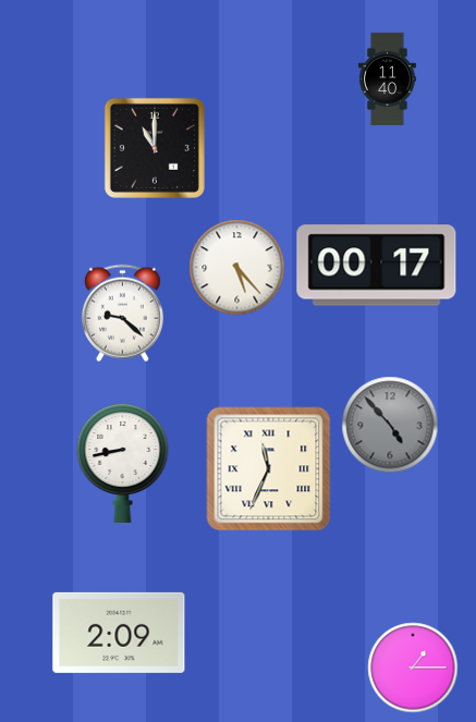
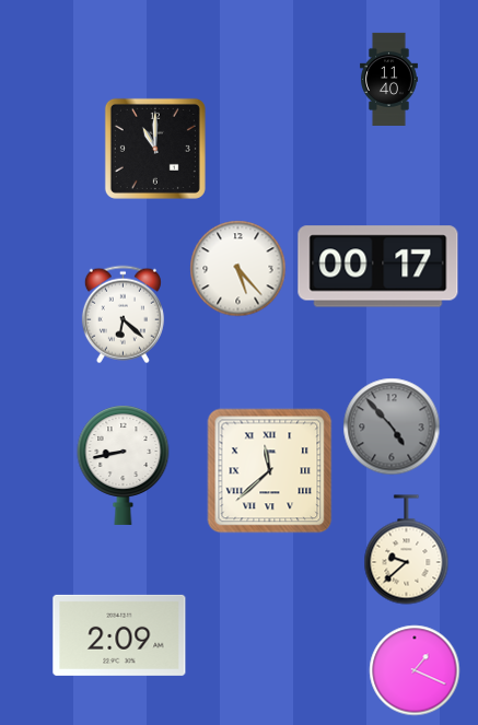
clock at (122, 314): 9:22 -> 6:22
clock at (269, 469): 11:34 -> 11:38
clock at (407, 550): none -> 9:38
clock at (413, 668): 1:15 -> 1:19
